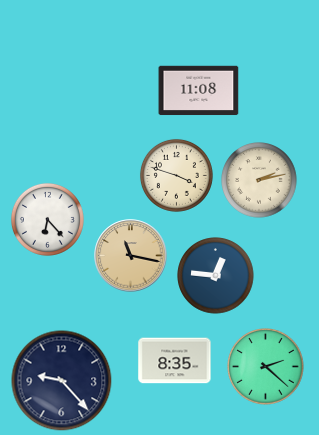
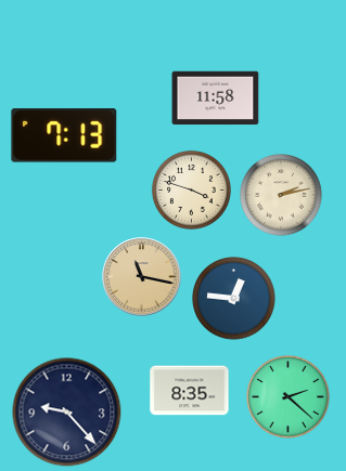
clock at (199, 91): 11:08 -> 11:58
clock at (64, 135): none -> 7:13
clock at (47, 219): 6:23 -> none
